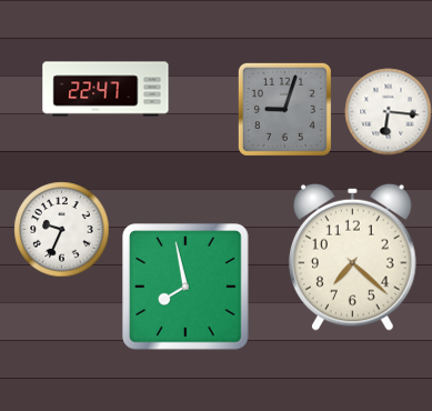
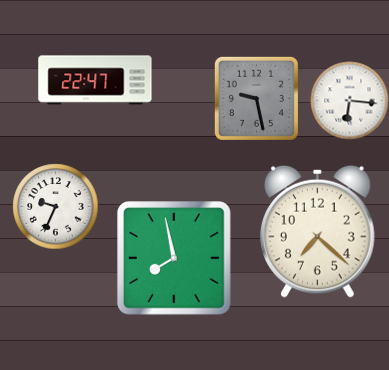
clock at (284, 109): 9:03 -> 9:28
clock at (185, 287) position: (185, 287) -> (174, 258)
